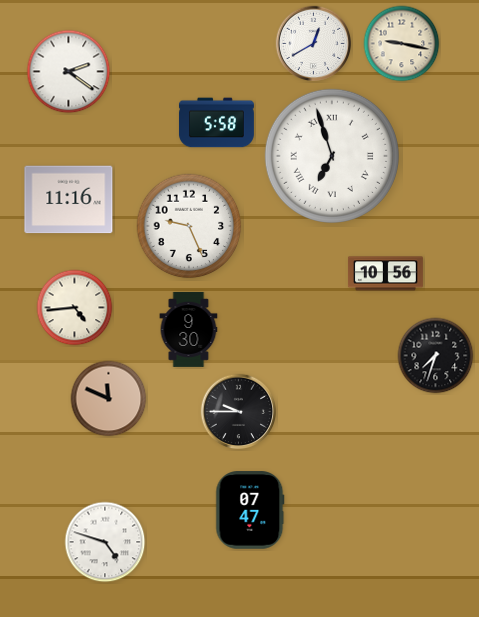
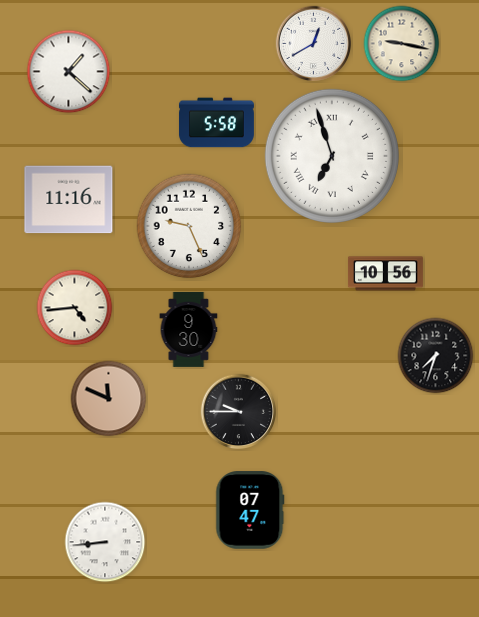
clock at (69, 72): 2:21 -> 1:22
clock at (105, 542): 4:48 -> 8:44
